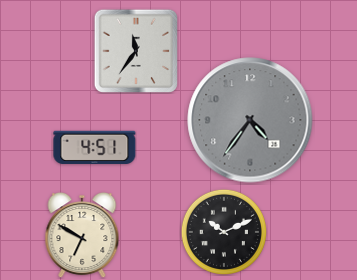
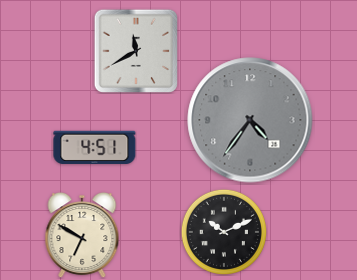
clock at (135, 50): 11:36 -> 11:40
